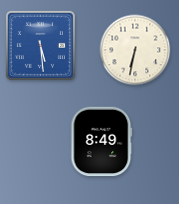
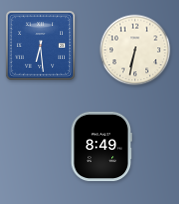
clock at (40, 45): 5:29 -> 6:29
clock at (102, 142) position: (102, 142) -> (102, 147)
